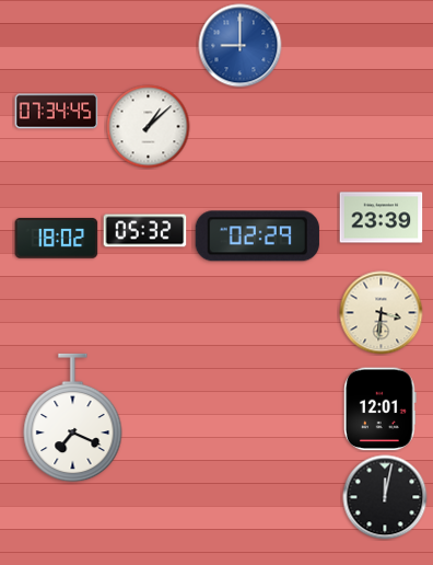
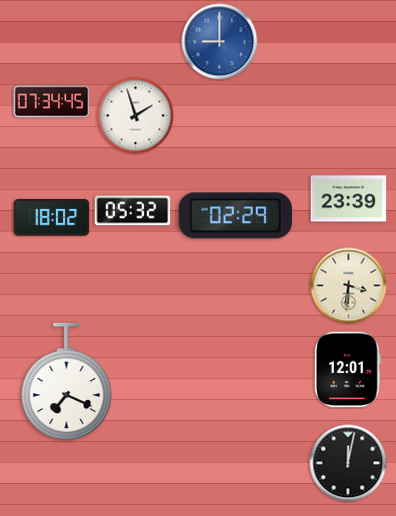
clock at (149, 127): 1:08 -> 1:57
clock at (381, 410) position: (381, 410) -> (348, 370)
clock at (385, 497) position: (385, 497) -> (348, 463)
